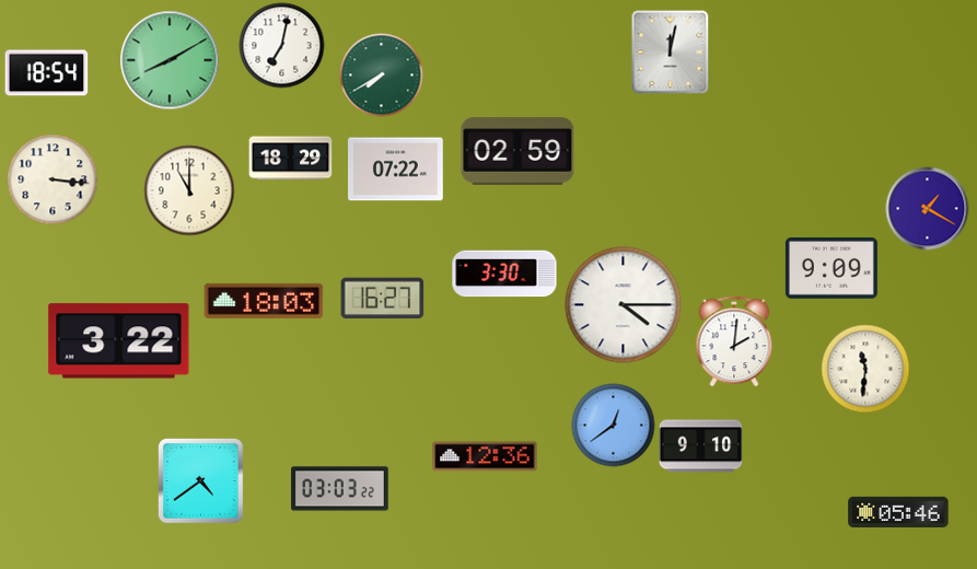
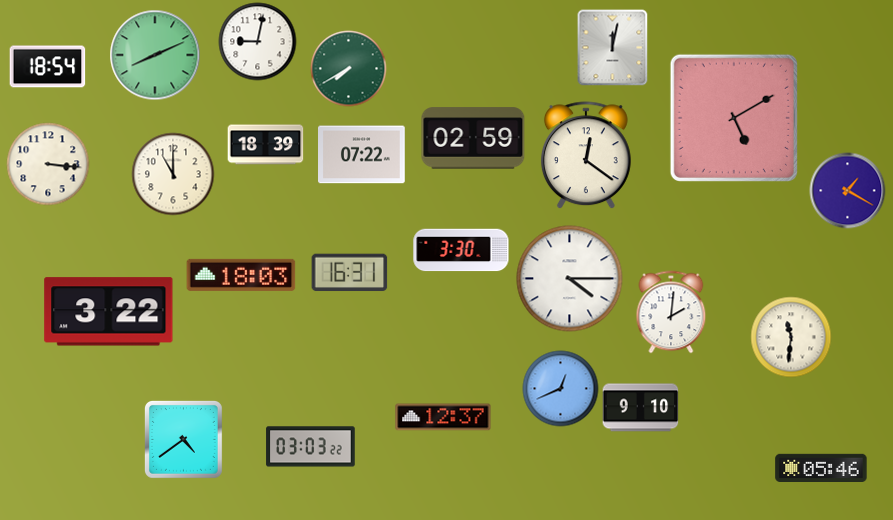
clock at (282, 46): 7:02 -> 9:02
clock at (170, 60): 8:10 -> 8:11
clock at (47, 73) position: (47, 73) -> (48, 67)
clock at (734, 118): none -> 5:10
clock at (291, 159): 18:29 -> 18:39
clock at (586, 156): none -> 12:21
clock at (831, 268): 9:09 -> none
clock at (383, 299): 16:27 -> 16:31
clock at (614, 426): 12:39 -> 12:41
clock at (485, 456): 12:36 -> 12:37
